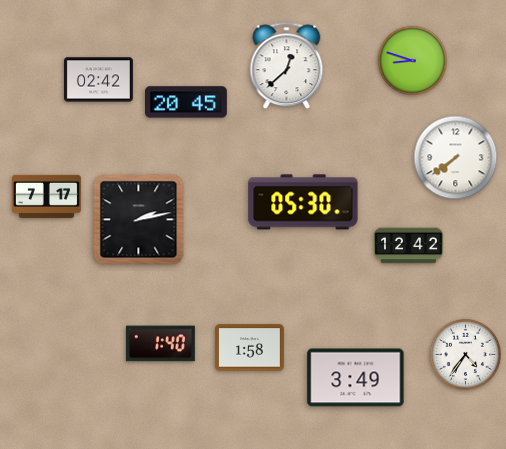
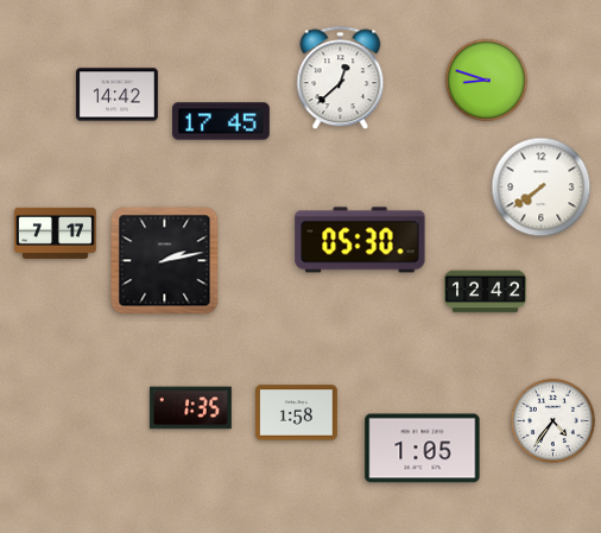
clock at (413, 61) position: (413, 61) -> (487, 81)
clock at (98, 80): 02:42 -> 14:42
clock at (187, 102): 20:45 -> 17:45
clock at (160, 344): 1:40 -> 1:35
clock at (356, 378): 3:49 -> 1:05
